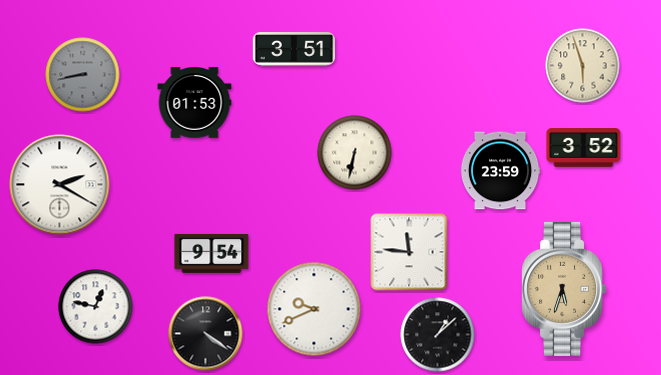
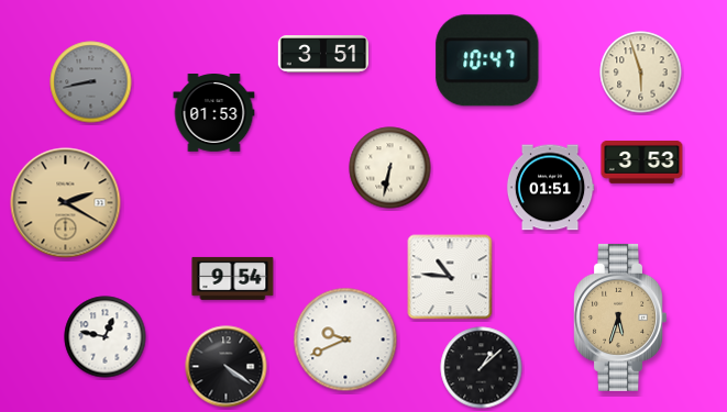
clock at (487, 60): none -> 10:47
clock at (584, 148): 3:52 -> 3:53
clock at (500, 171): 23:59 -> 01:51
clock at (60, 185) dial: white -> champagne
clock at (409, 252): 11:46 -> 10:46
